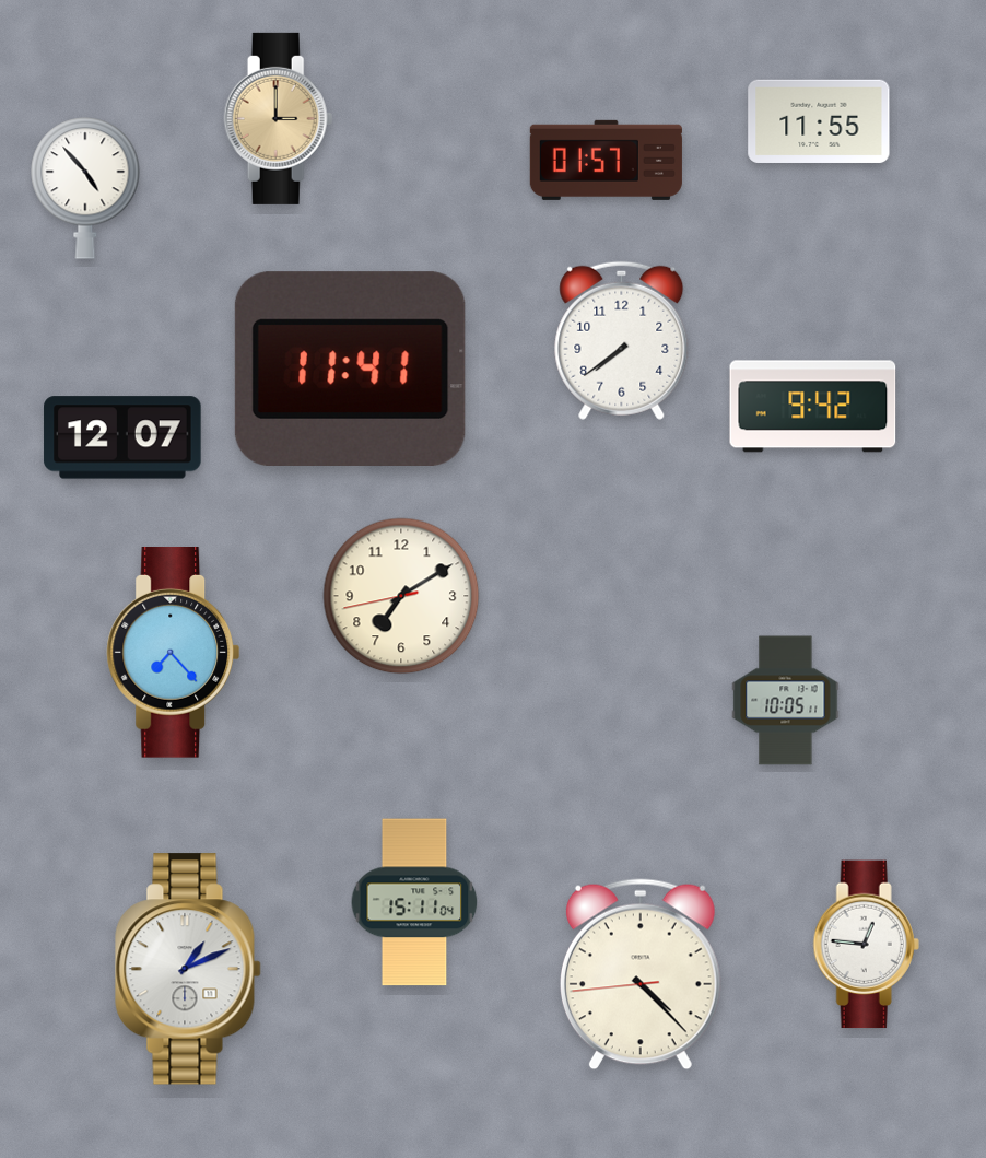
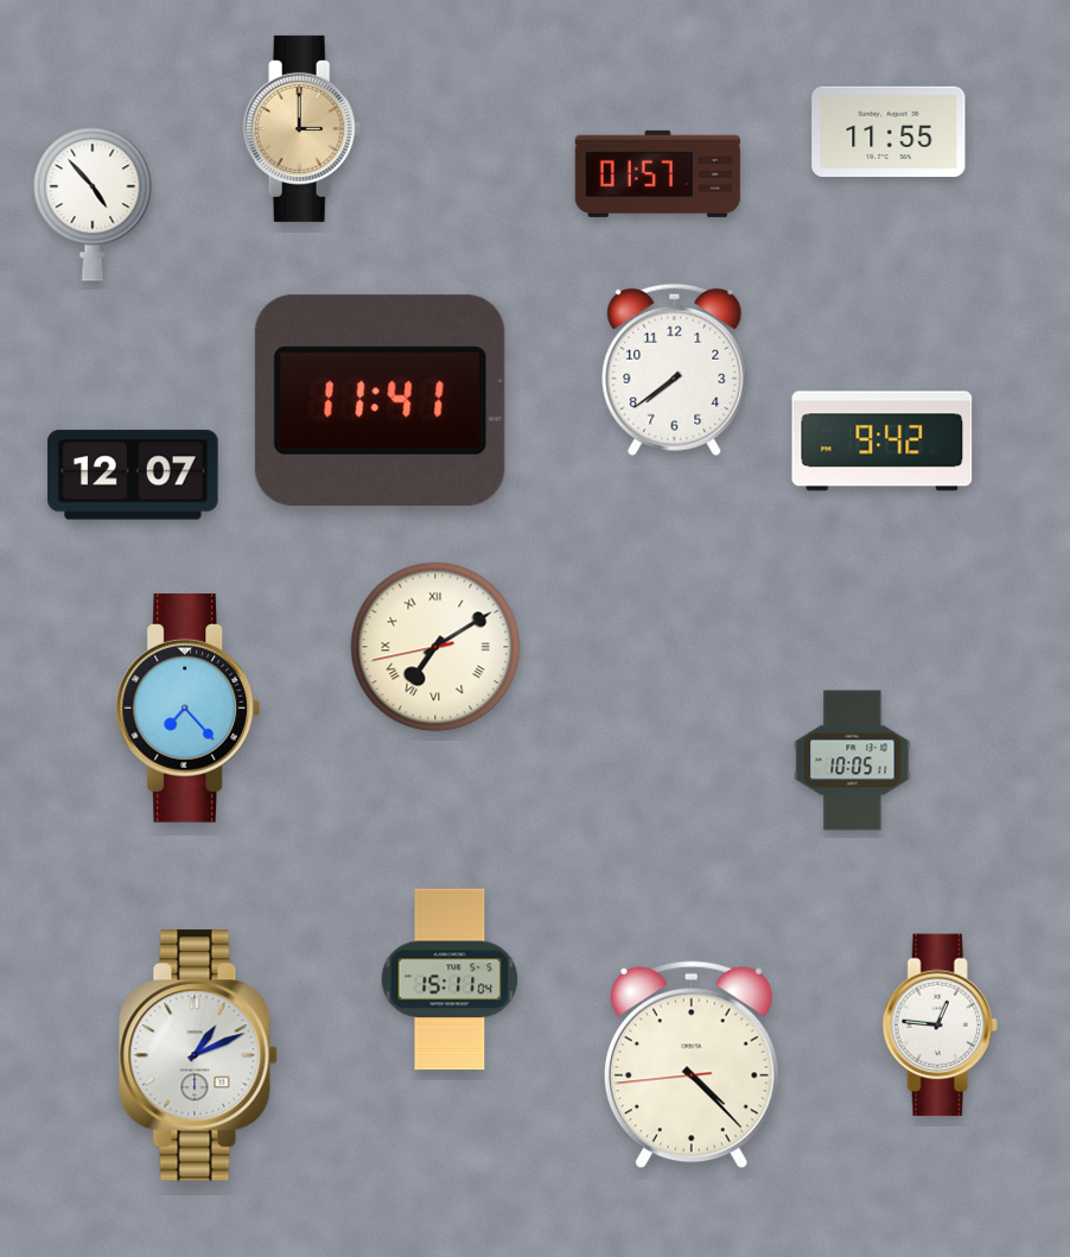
clock at (401, 596) numerals: Arabic -> Roman
clock at (188, 969) position: (188, 969) -> (198, 1055)
clock at (641, 974) position: (641, 974) -> (692, 1065)
